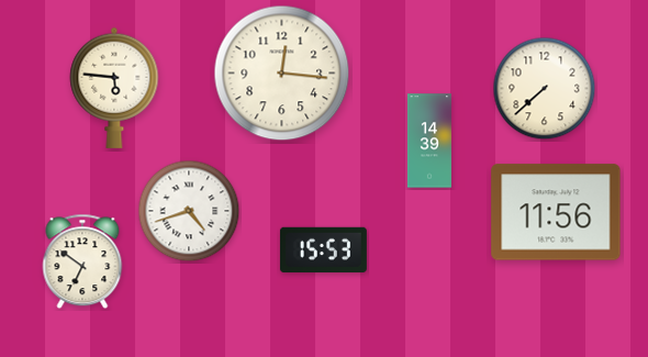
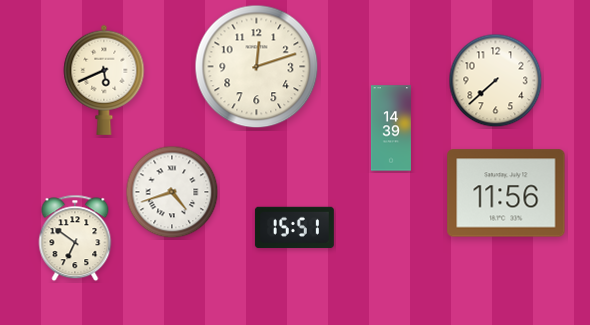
clock at (282, 74): 12:16 -> 12:12
clock at (114, 88): 5:46 -> 5:41
clock at (323, 250): 15:53 -> 15:51
